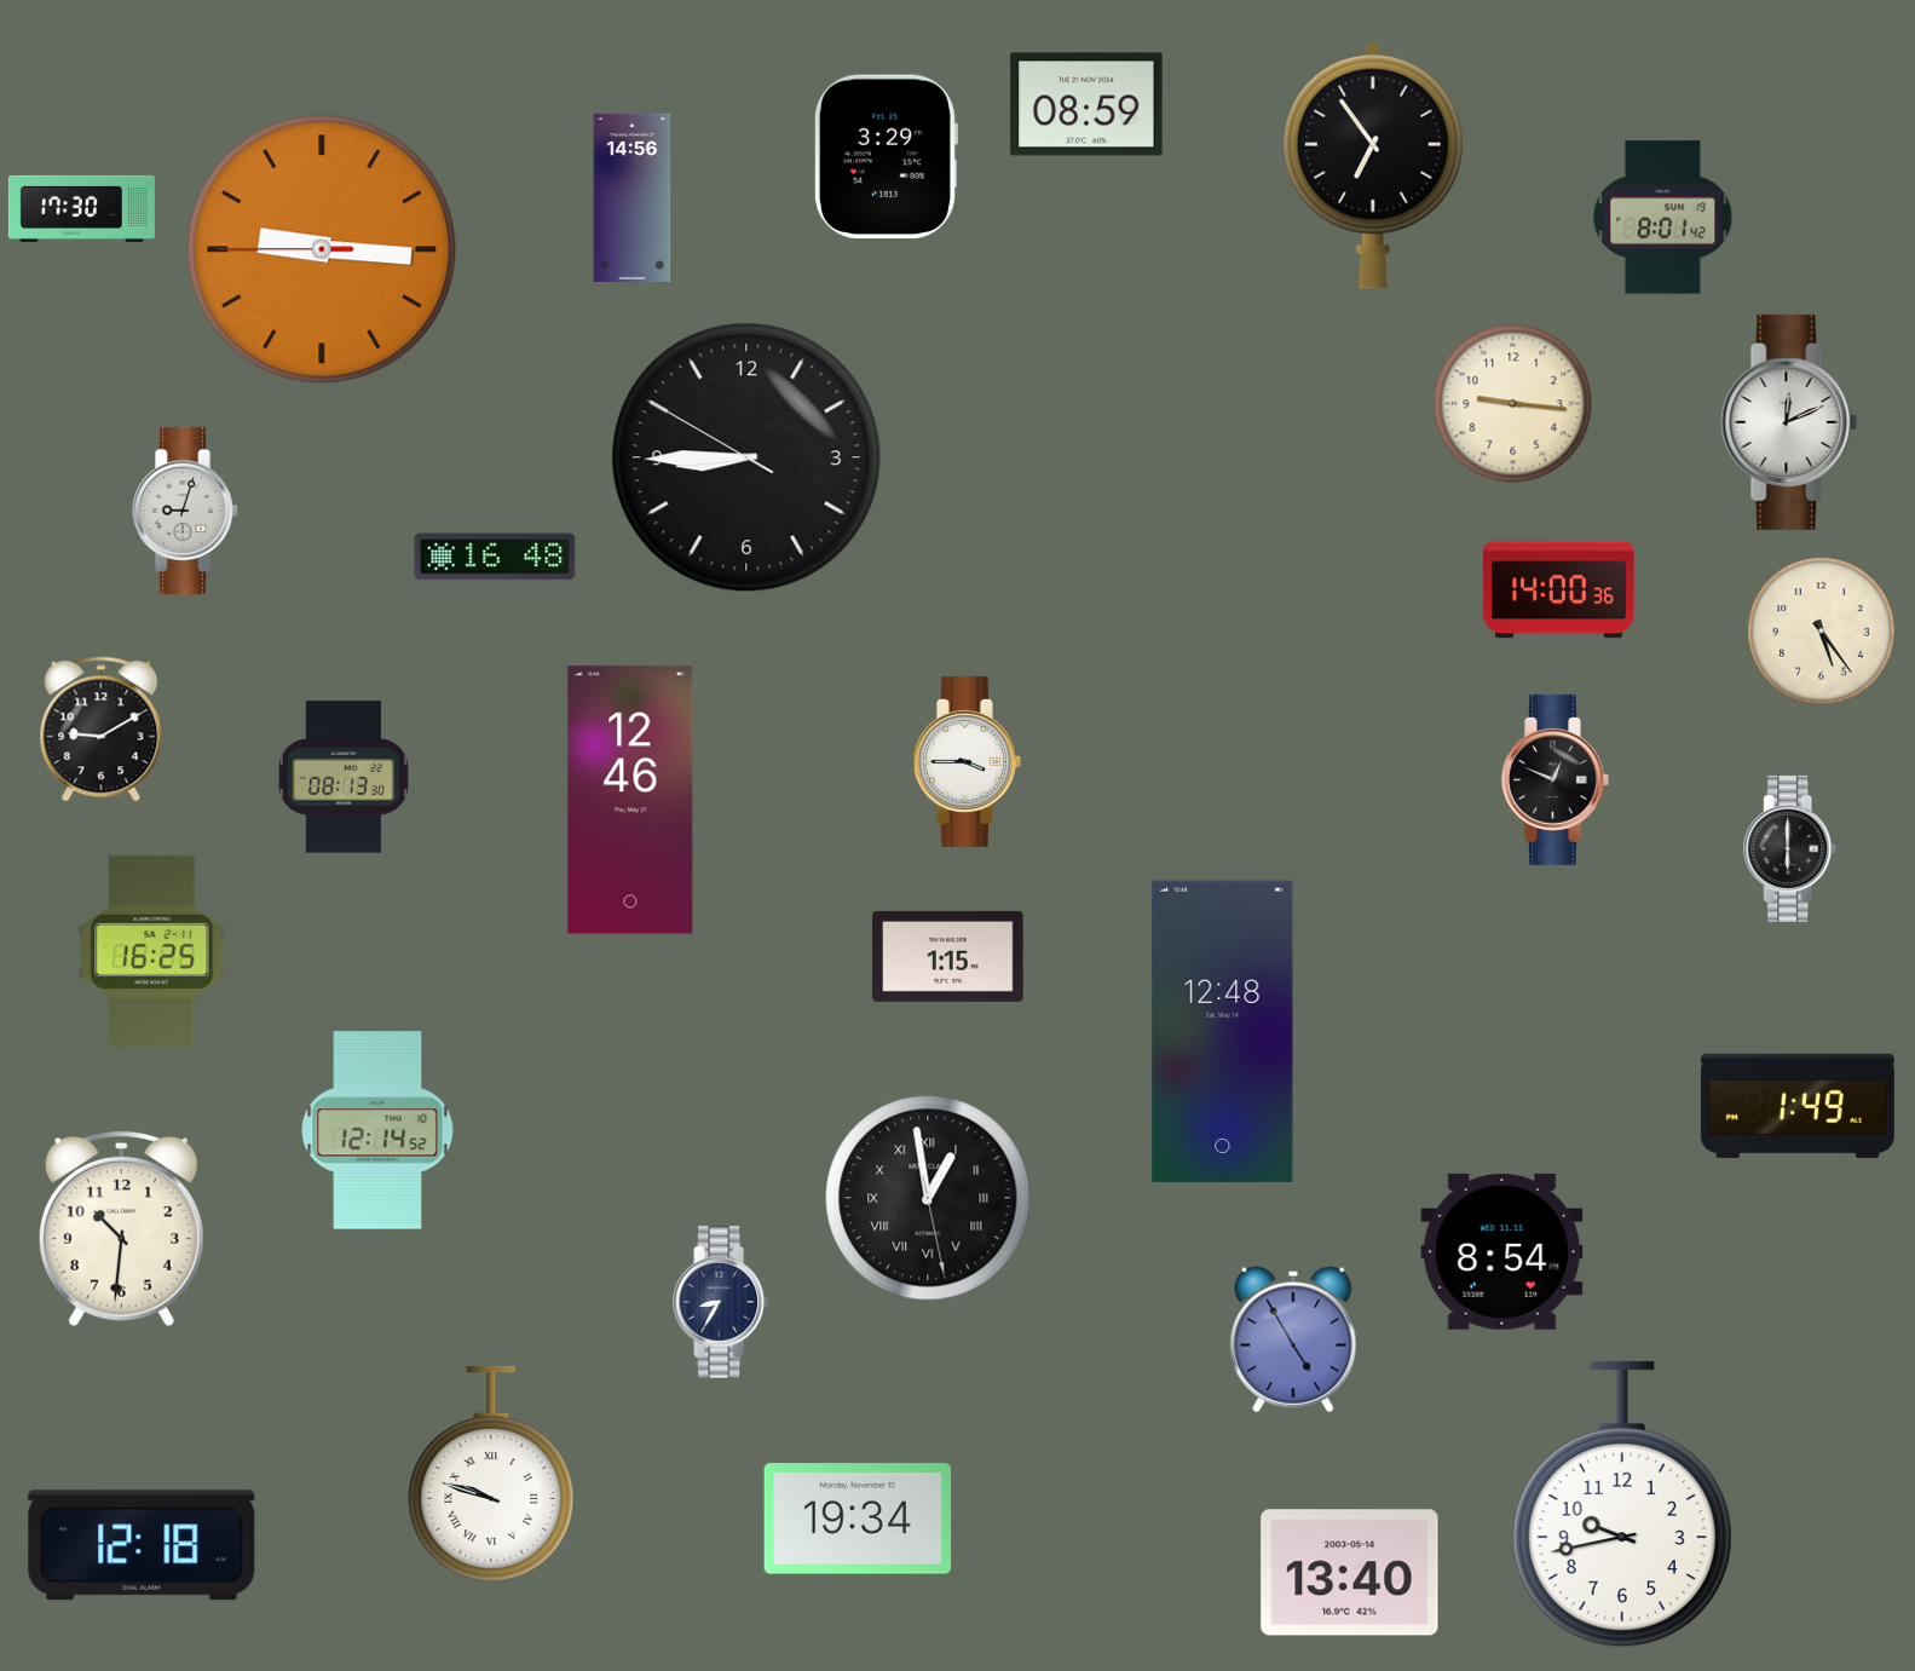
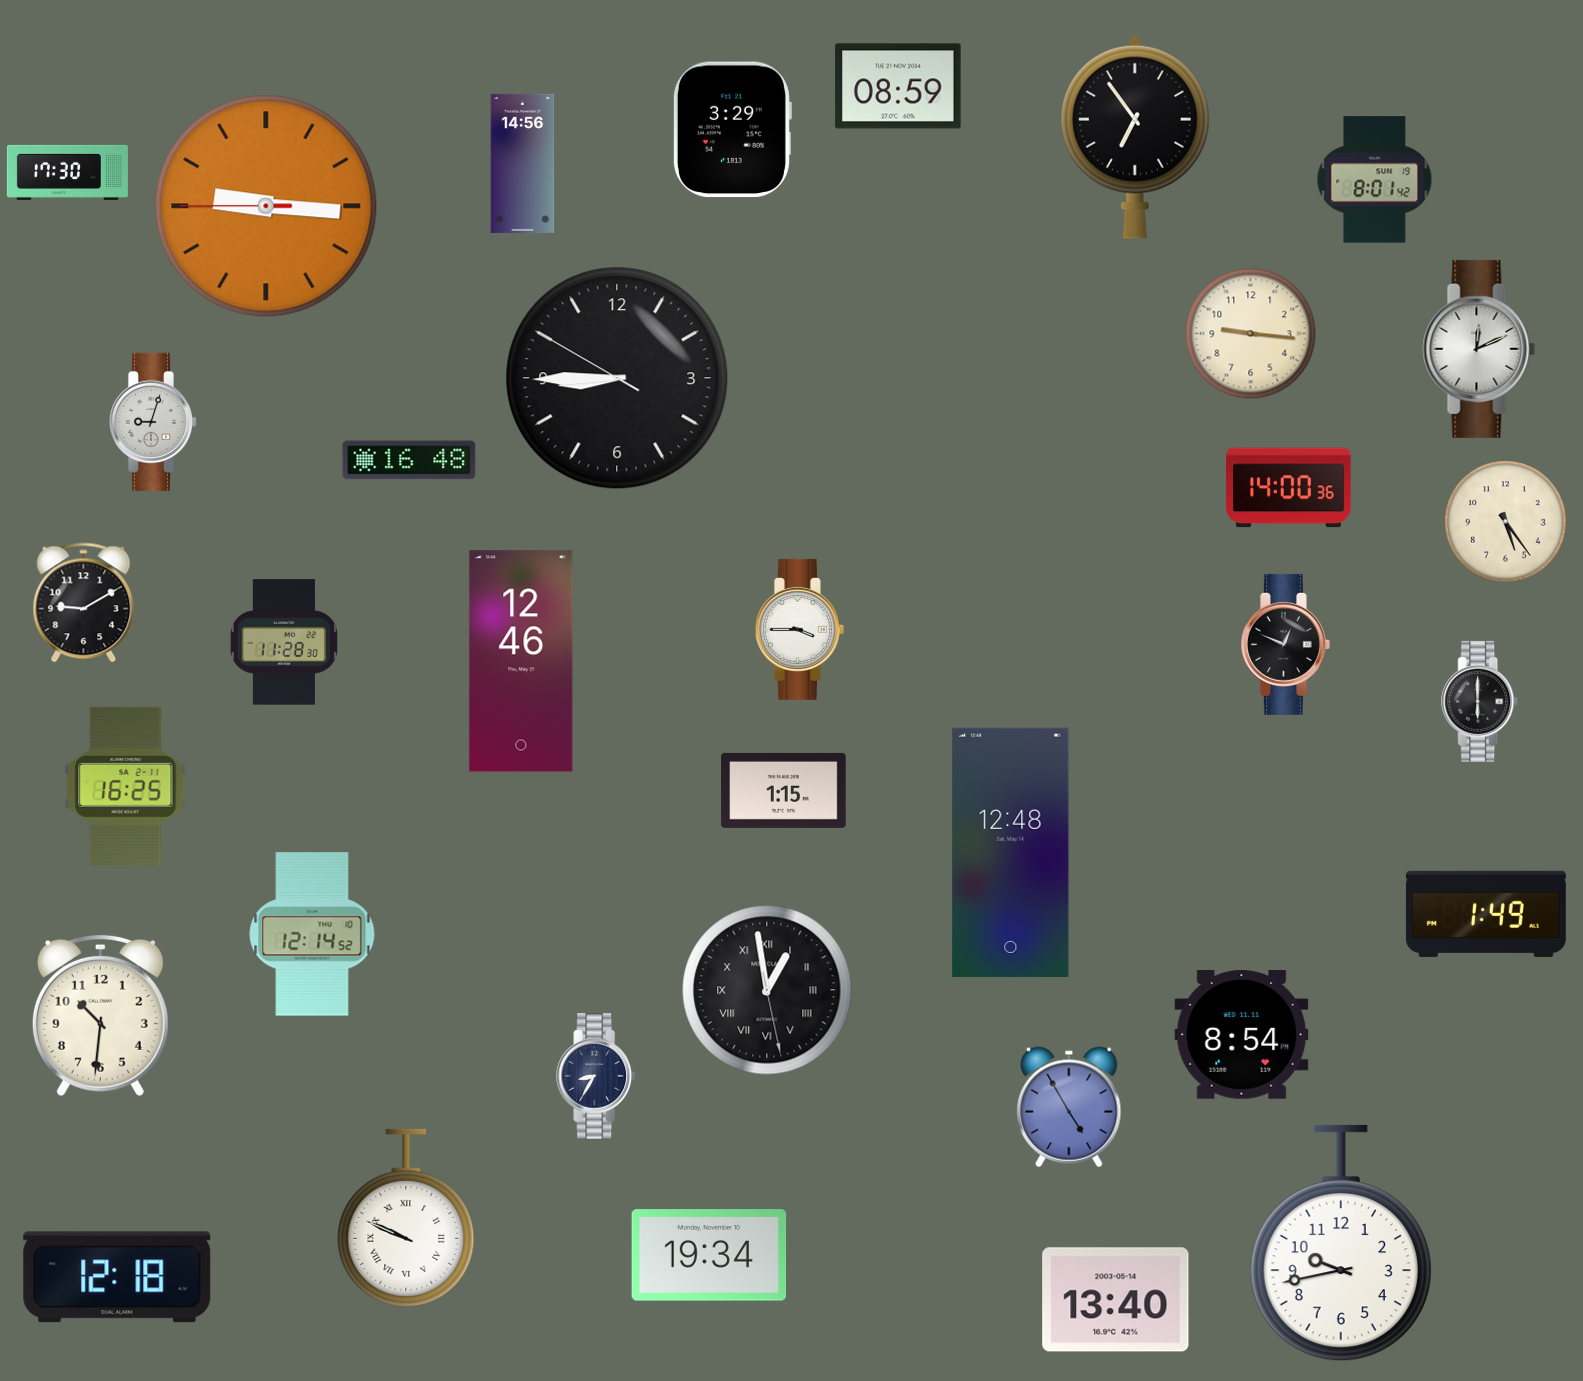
clock at (344, 777): 08:13 -> 11:28
clock at (491, 1474): 9:48 -> 9:49
